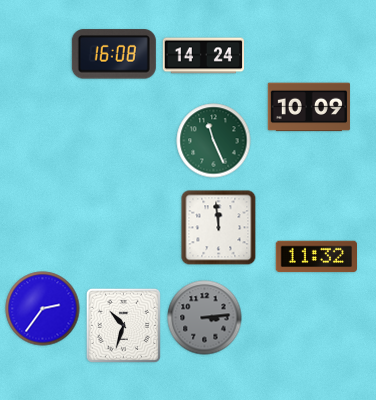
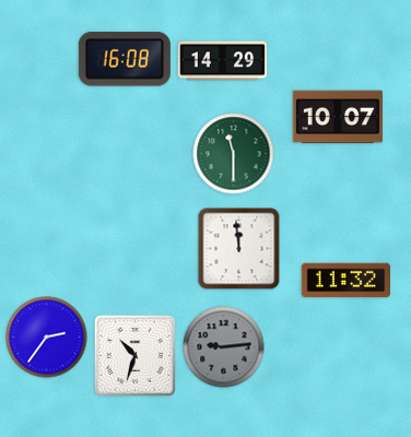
clock at (204, 56): 14:24 -> 14:29
clock at (309, 107): 10:09 -> 10:07
clock at (214, 141): 11:26 -> 11:30
clock at (205, 318): 3:14 -> 9:14
